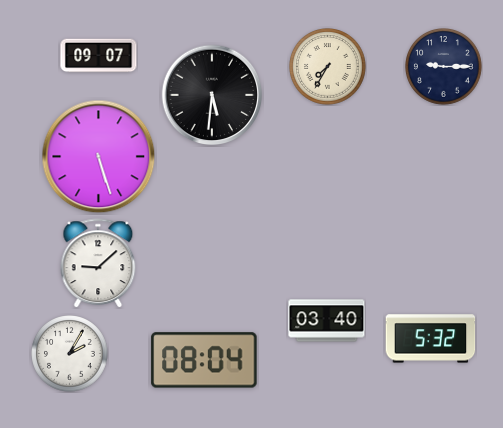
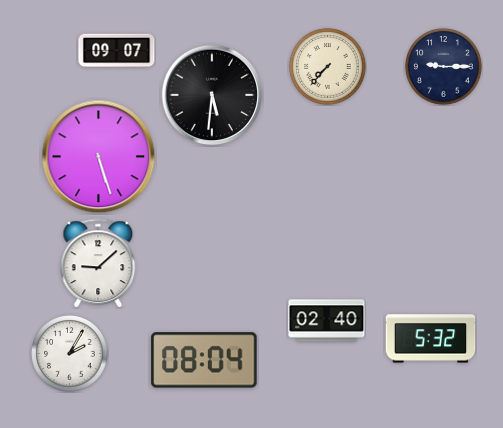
clock at (99, 56) position: (99, 56) -> (117, 51)
clock at (328, 67): 7:35 -> 7:37
clock at (327, 321): 03:40 -> 02:40
